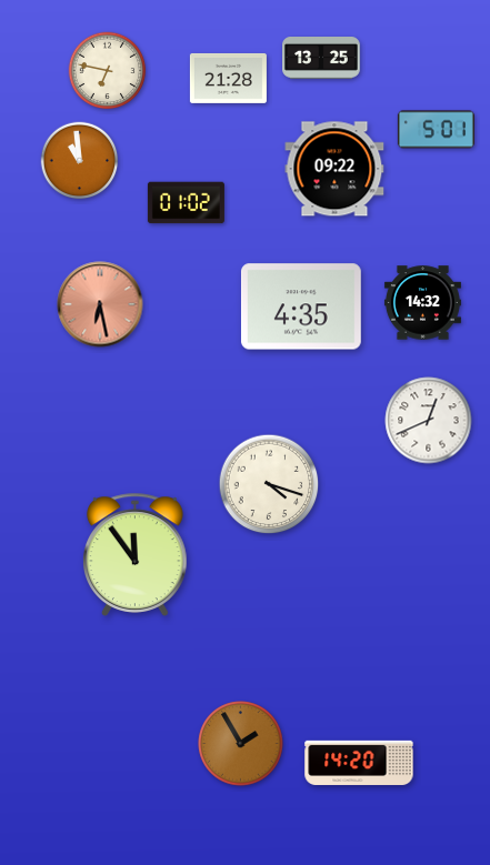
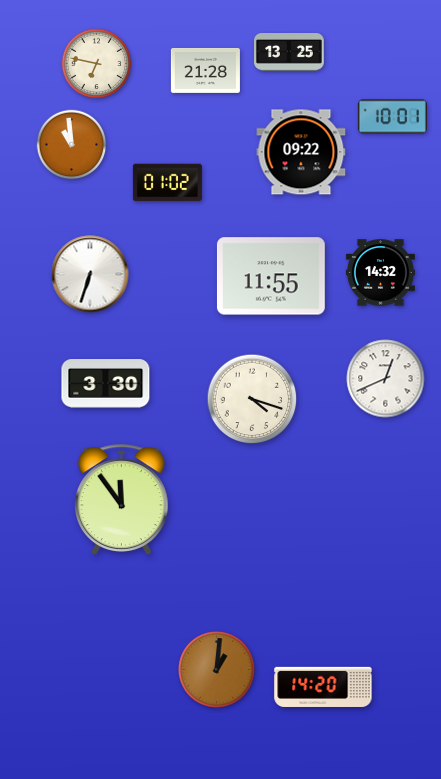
clock at (436, 130): 5:01 -> 10:01
clock at (100, 304): 6:28 -> 6:33
clock at (100, 304) dial: salmon -> white
clock at (301, 306): 4:35 -> 11:55
clock at (106, 384): none -> 3:30
clock at (269, 484) position: (269, 484) -> (252, 399)
clock at (241, 744): 1:55 -> 1:01
